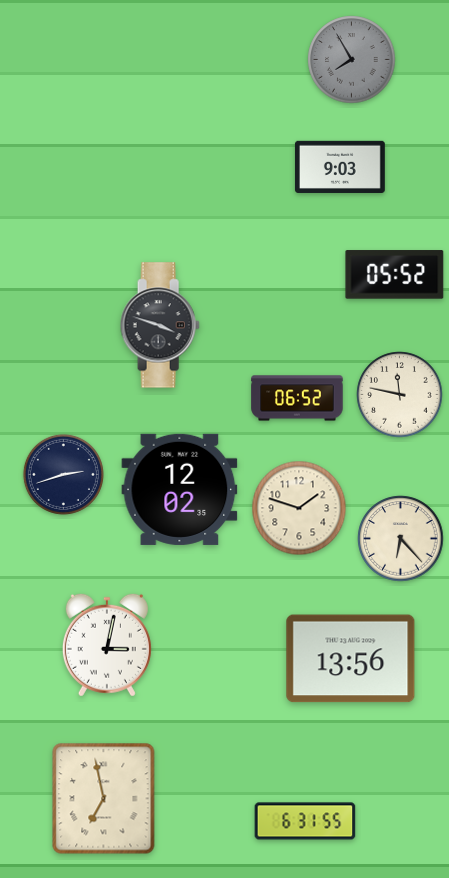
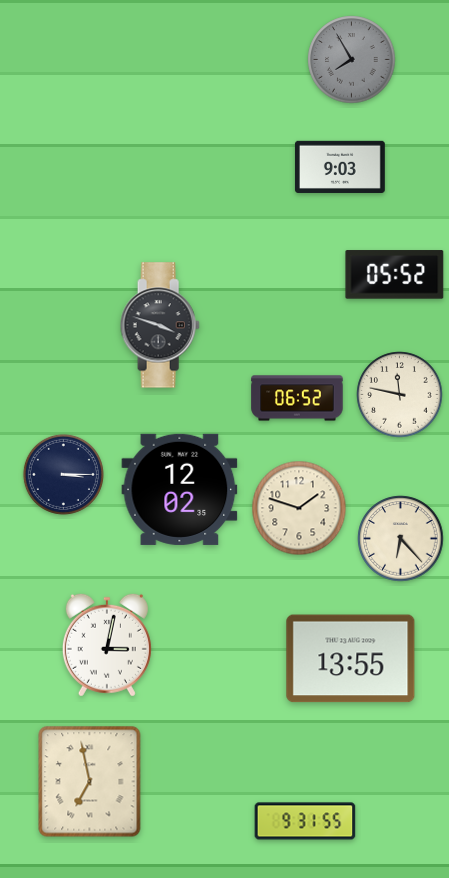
clock at (63, 474): 2:42 -> 3:15
clock at (351, 659): 13:56 -> 13:55
clock at (104, 799) position: (104, 799) -> (90, 782)
clock at (305, 821): 6:31 -> 9:31
